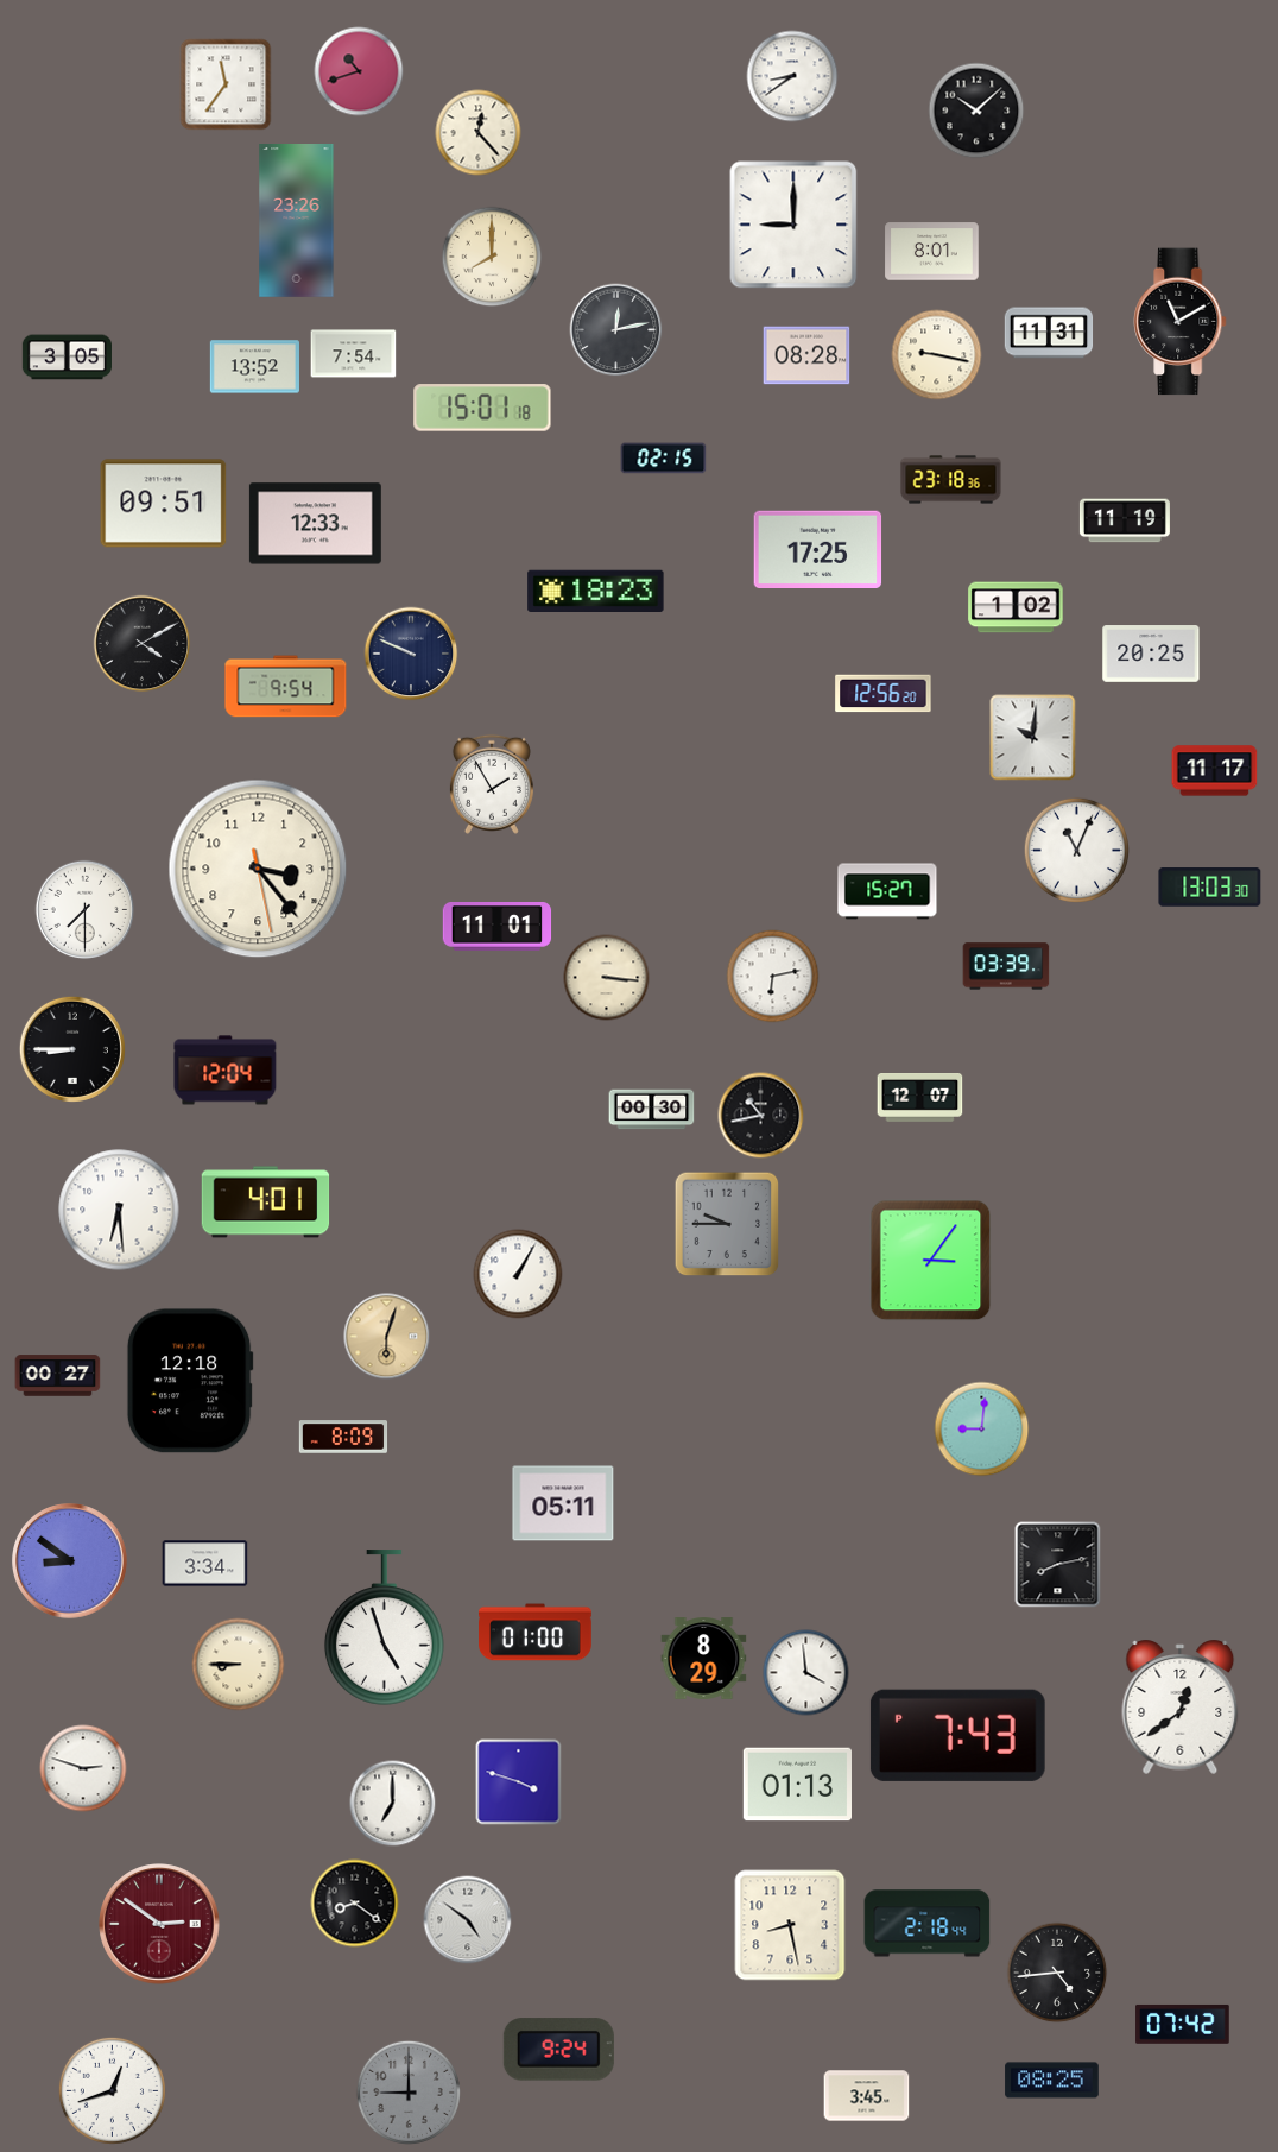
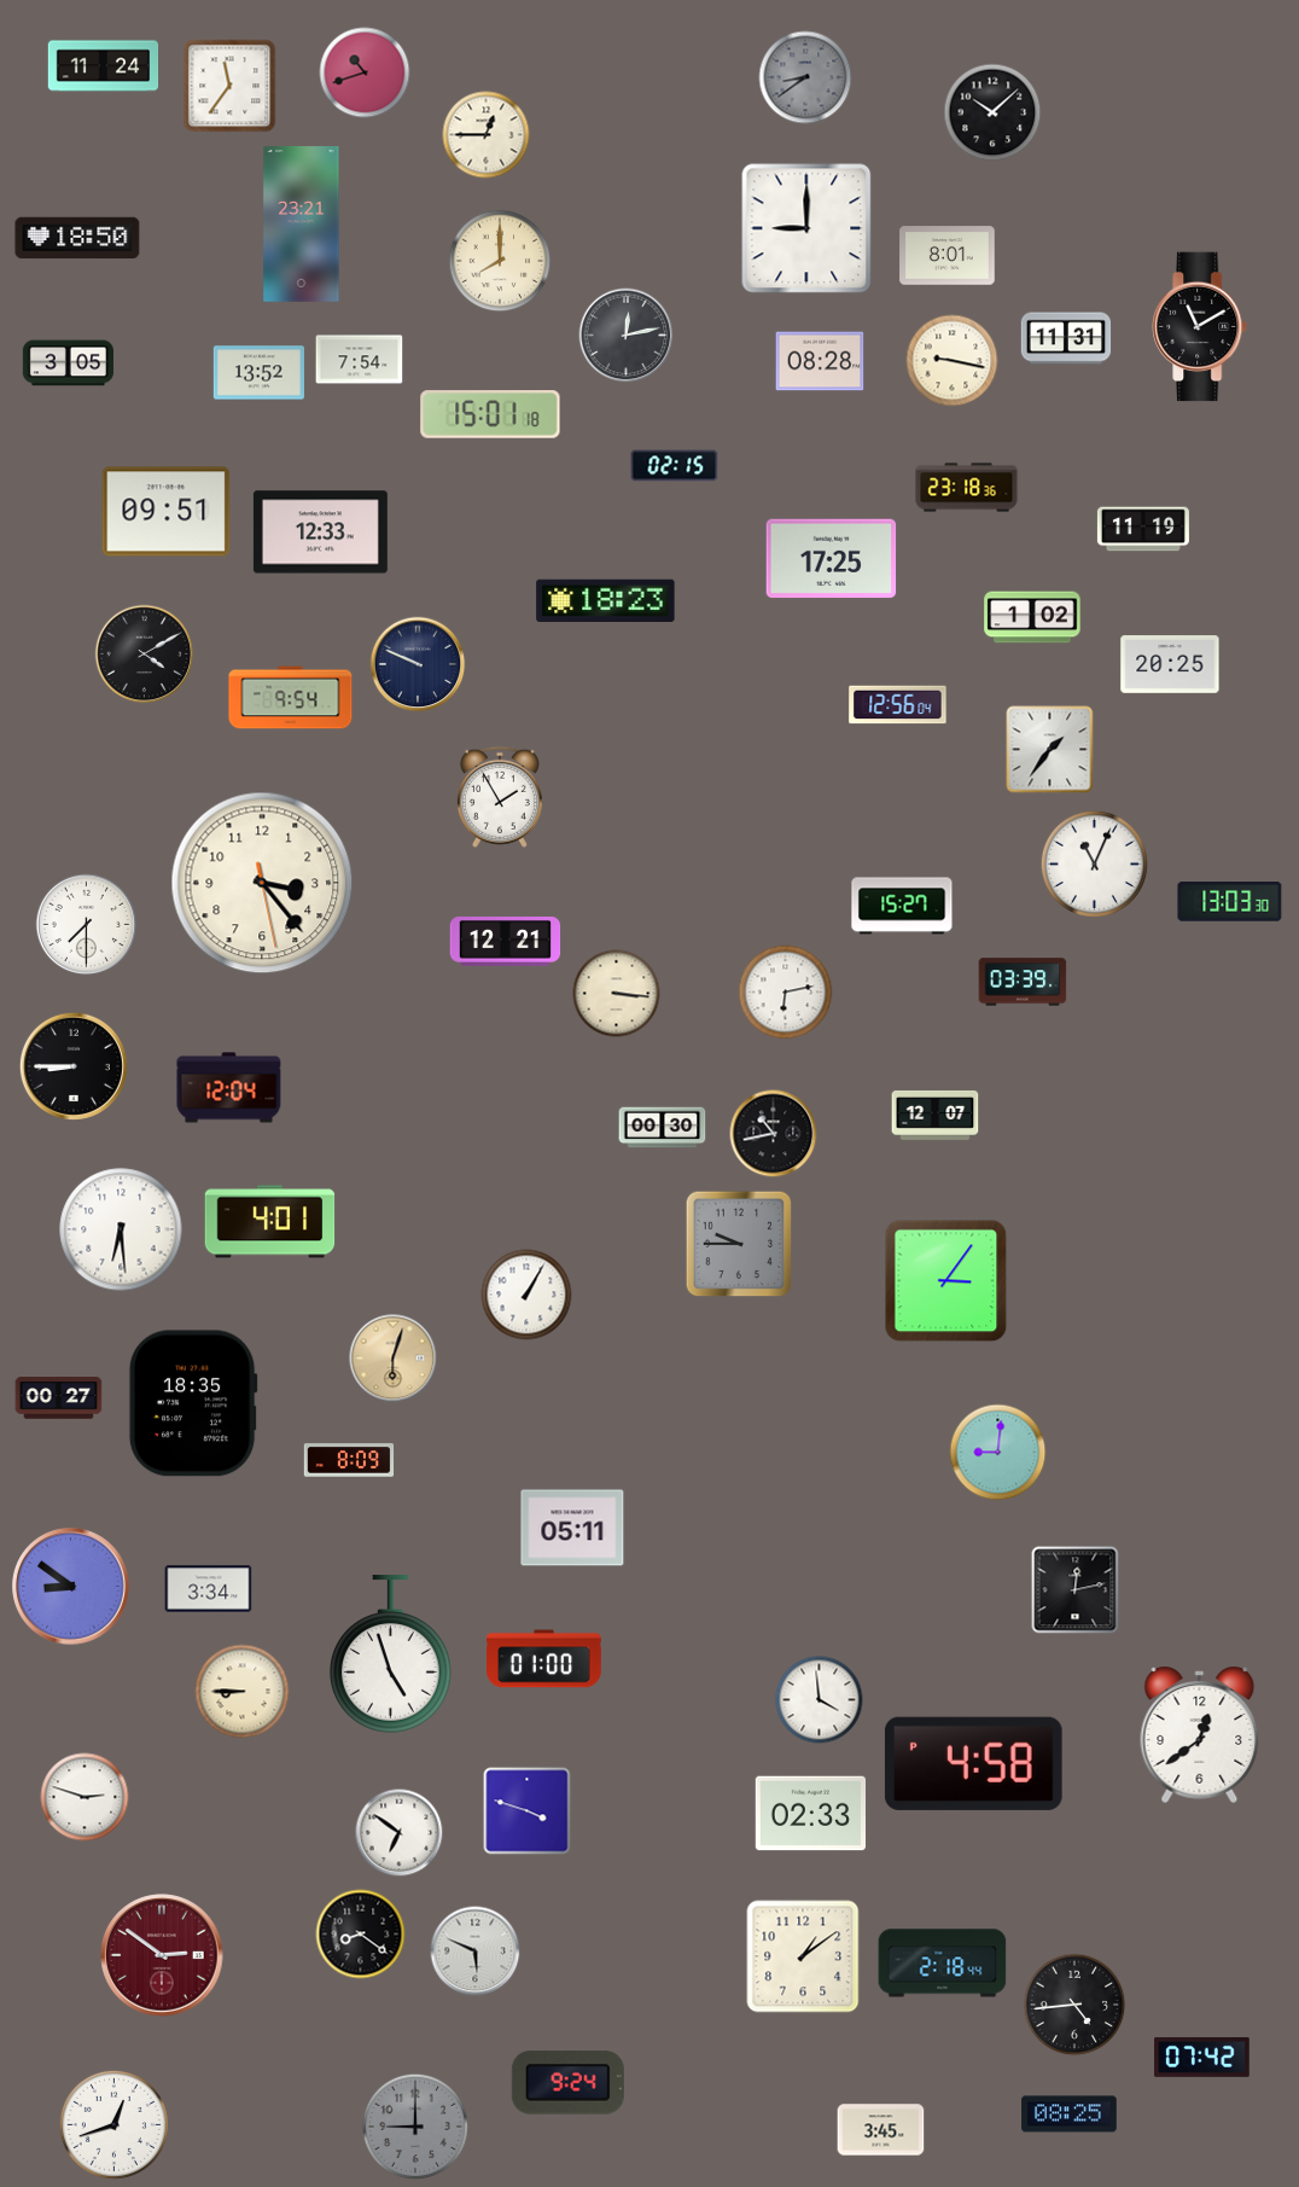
clock at (104, 66): none -> 11:24
clock at (792, 76) dial: white -> grey
clock at (479, 133): 12:23 -> 12:45
clock at (297, 221): 23:26 -> 23:21
clock at (77, 238): none -> 18:50
clock at (884, 694): 12:56:20 -> 12:56:04
clock at (1033, 738): 10:01 -> 1:36
clock at (1215, 771): 11:17 -> none
clock at (498, 927): 11:01 -> 12:21
clock at (190, 1381): 12:18 -> 18:35
clock at (1058, 1565): 8:13 -> 12:13
clock at (704, 1659): 8:29 -> none
clock at (957, 1735): 7:43 -> 4:58
clock at (797, 1785): 01:13 -> 02:33
clock at (393, 1804): 7:00 -> 6:51
clock at (468, 1920): 4:51 -> 5:49
clock at (928, 1924) position: (928, 1924) -> (943, 1964)
clock at (790, 1925): 8:28 -> 1:09
